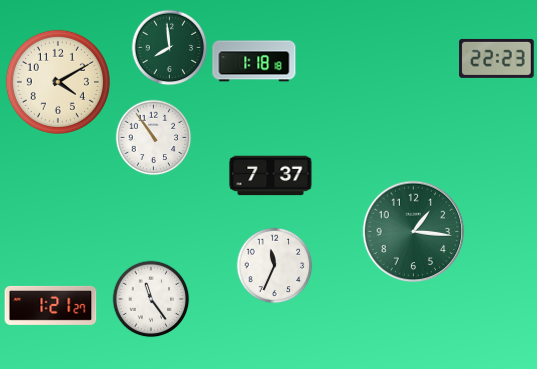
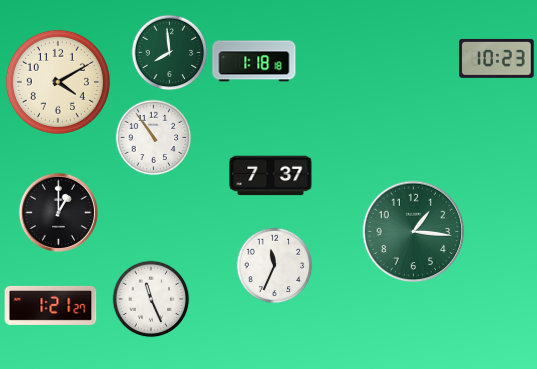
clock at (170, 48) position: (170, 48) -> (170, 53)
clock at (497, 58): 22:23 -> 10:23
clock at (58, 212): none -> 1:00
clock at (151, 299): 11:24 -> 11:26
